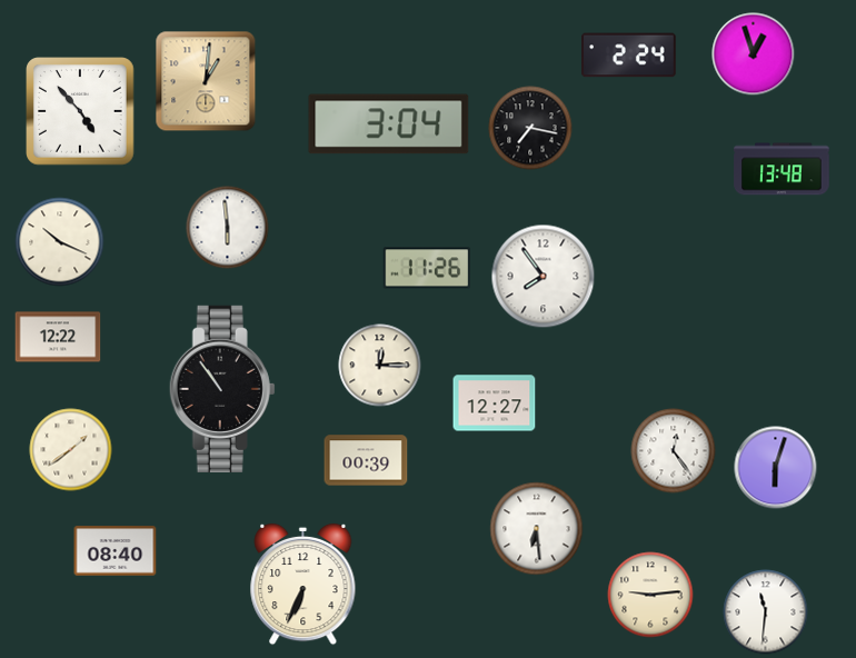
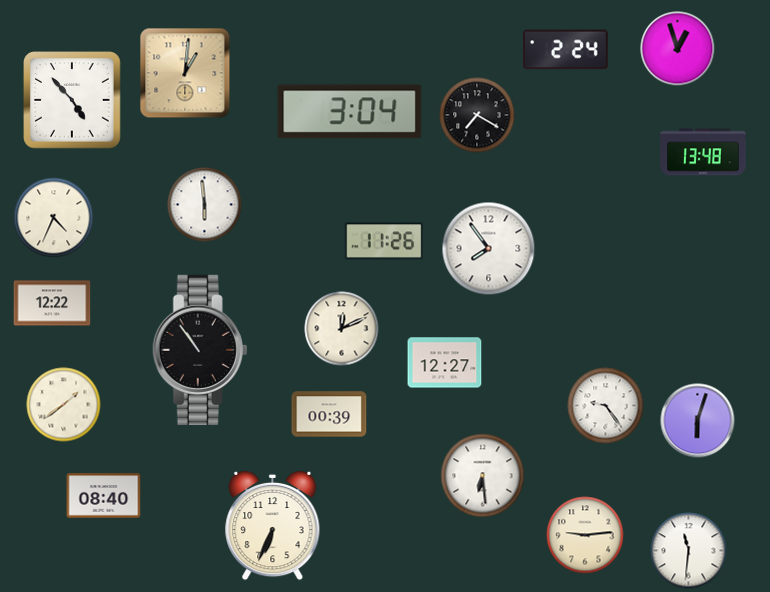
clock at (530, 128): 7:17 -> 7:20
clock at (60, 242): 10:19 -> 4:34
clock at (380, 366): 12:15 -> 12:11
clock at (674, 451): 12:24 -> 9:24
